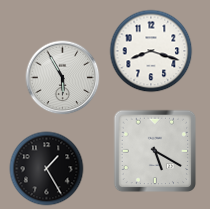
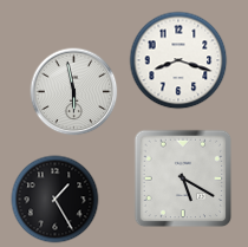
clock at (63, 78): 5:55 -> 5:58
